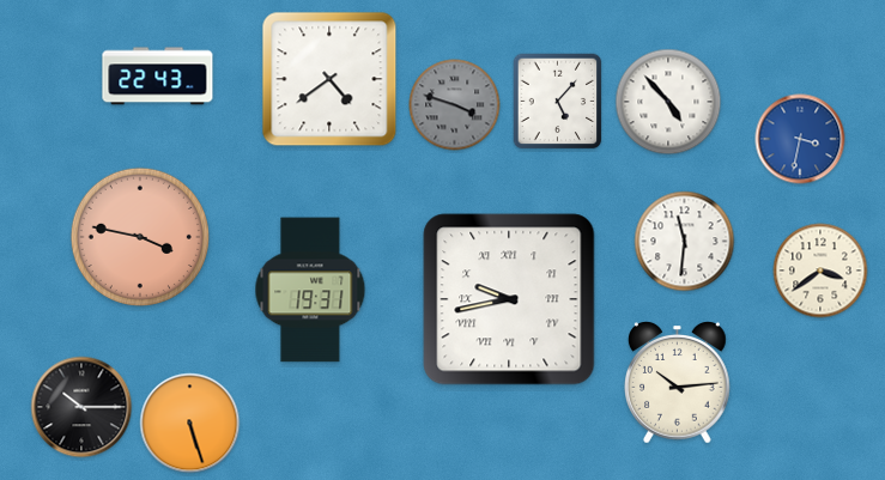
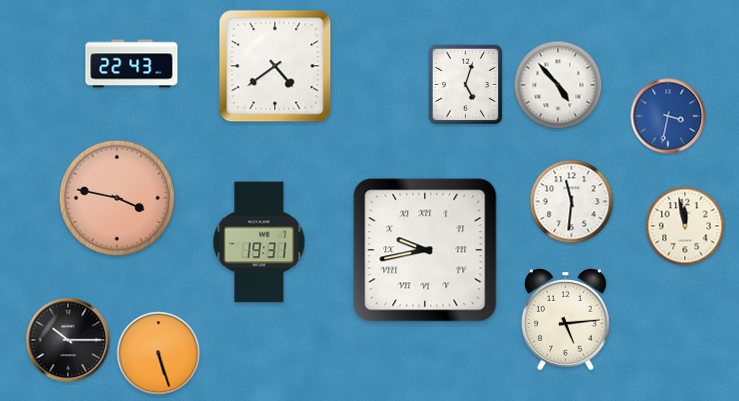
clock at (558, 102): 5:07 -> 5:03
clock at (455, 105): 3:48 -> none
clock at (820, 271): 3:39 -> 11:58
clock at (678, 383): 10:14 -> 5:14
